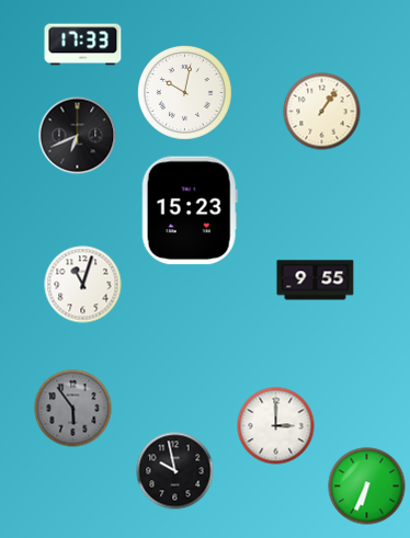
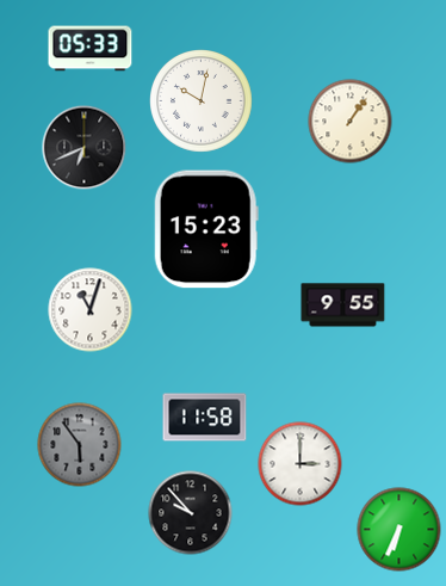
clock at (83, 45): 17:33 -> 05:33
clock at (205, 418): none -> 11:58
clock at (175, 471): 9:58 -> 9:53
